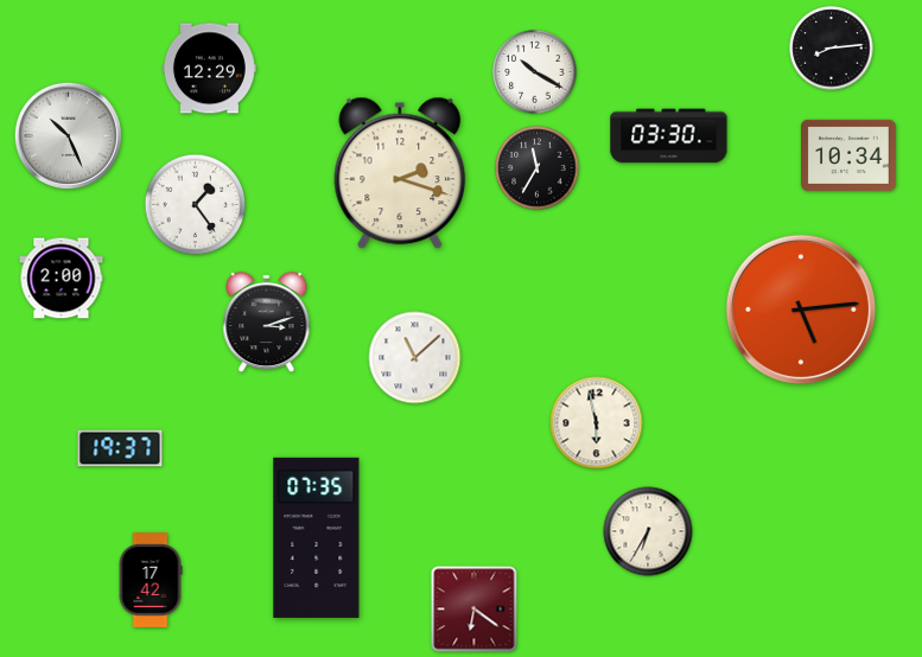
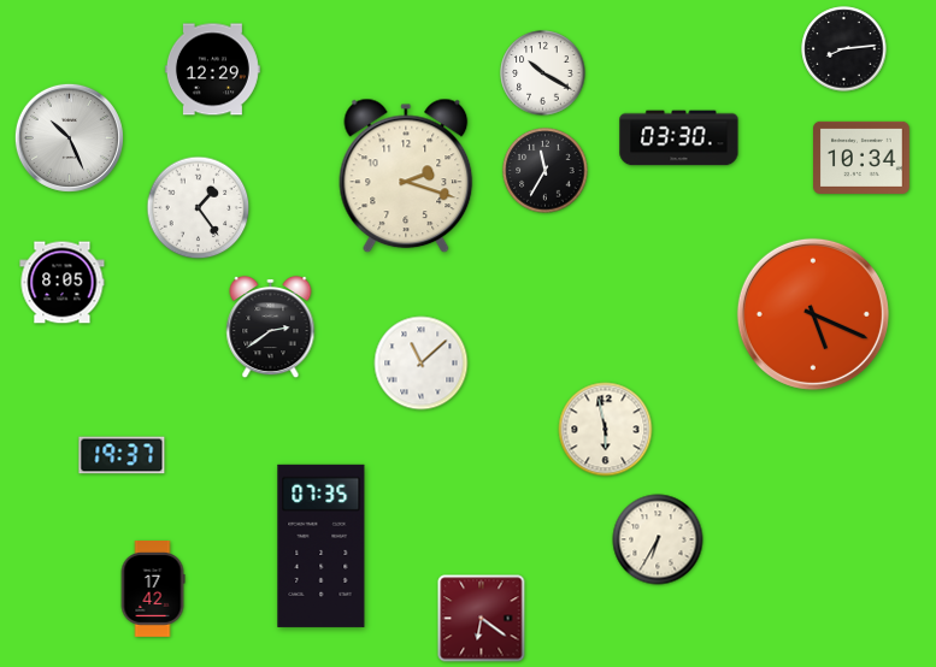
clock at (62, 279): 2:00 -> 8:05
clock at (801, 310): 5:14 -> 5:19
clock at (267, 323): 3:12 -> 2:39
